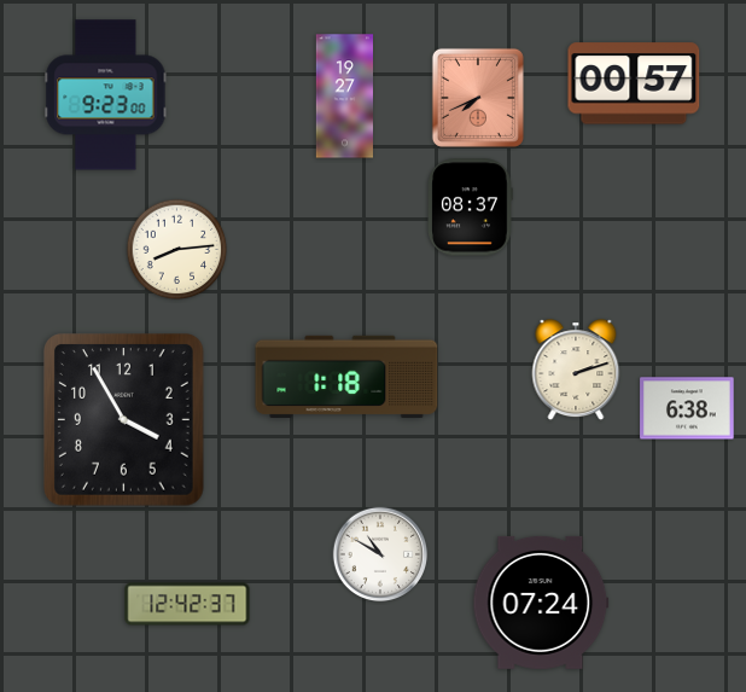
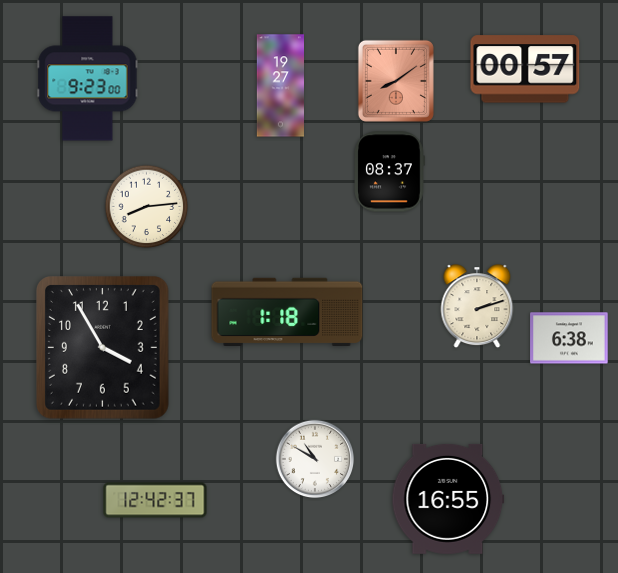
clock at (344, 97) position: (344, 97) -> (280, 86)
clock at (478, 98): 7:41 -> 8:09
clock at (541, 603): 07:24 -> 16:55
